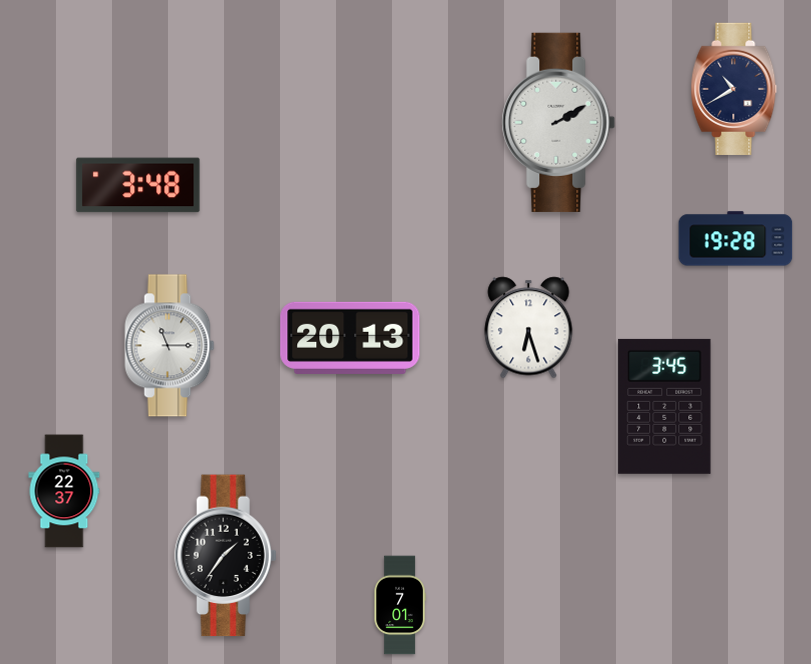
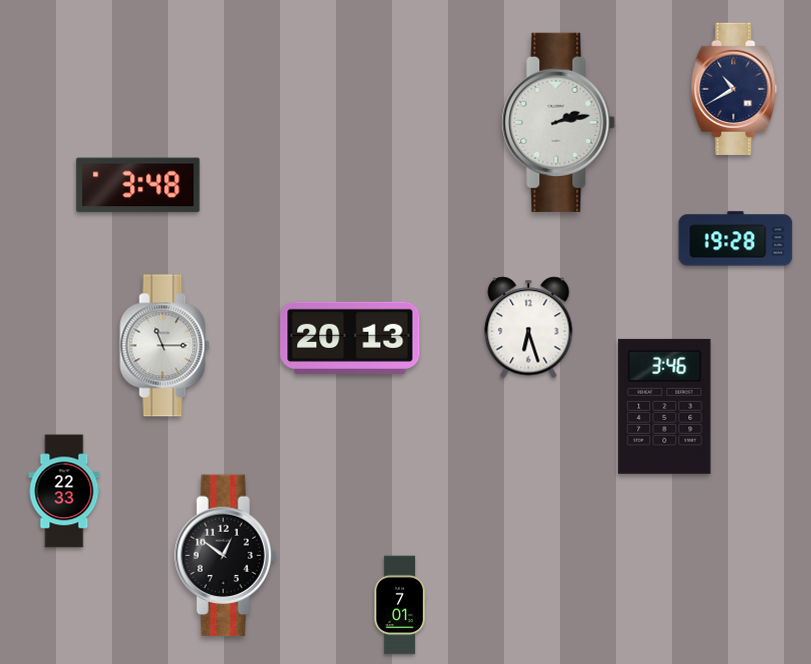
clock at (559, 122): 2:10 -> 2:13
clock at (170, 346) position: (170, 346) -> (165, 346)
clock at (665, 406): 3:45 -> 3:46
clock at (64, 491): 22:37 -> 22:33
clock at (226, 556): 1:36 -> 12:51
